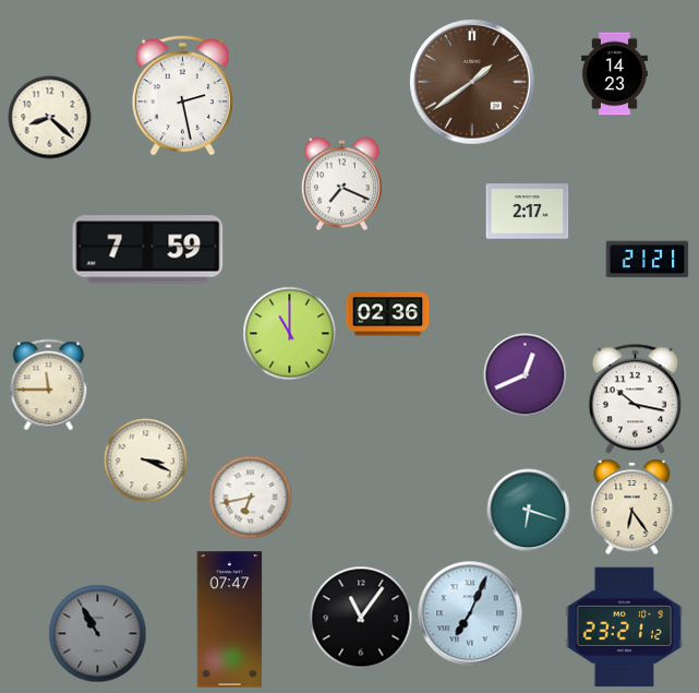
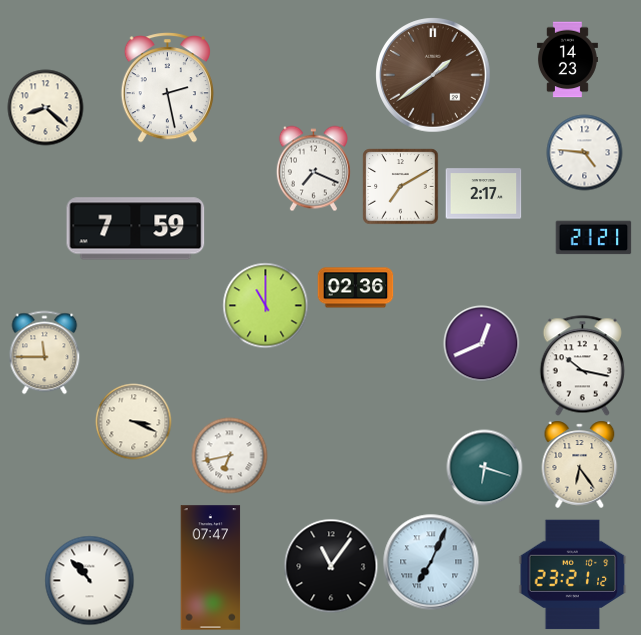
clock at (614, 74) position: (614, 74) -> (567, 60)
clock at (585, 153): none -> 4:46
clock at (401, 187): none -> 7:10
clock at (98, 634): 10:55 -> 10:53
clock at (98, 634) dial: grey -> white
